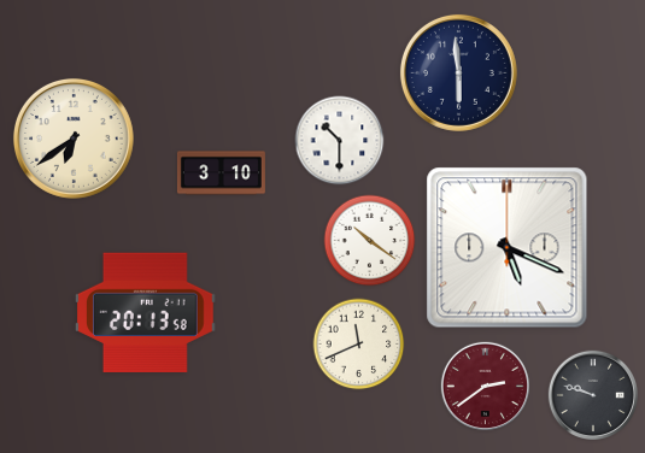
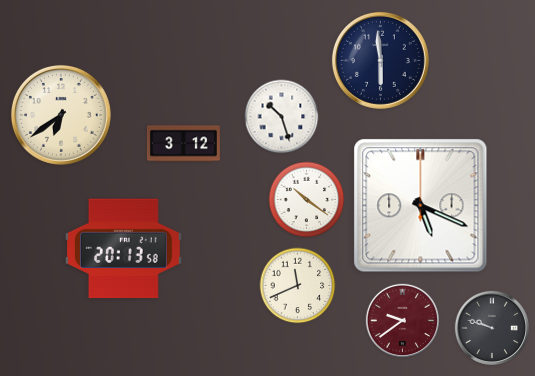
clock at (340, 141): 10:30 -> 10:27
clock at (221, 173): 3:10 -> 3:12
clock at (145, 313) position: (145, 313) -> (123, 249)
clock at (485, 386): 2:39 -> 9:39
